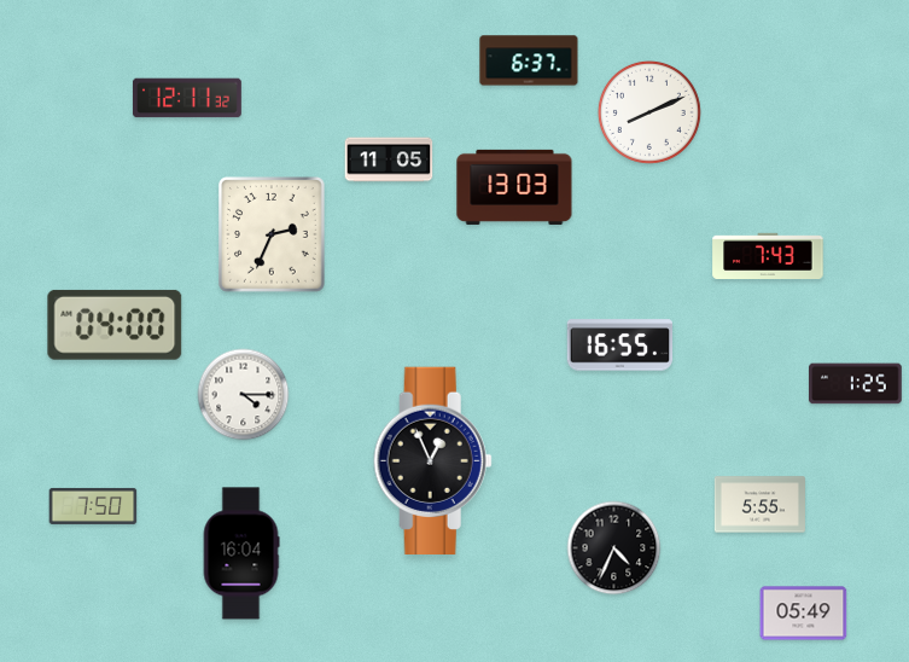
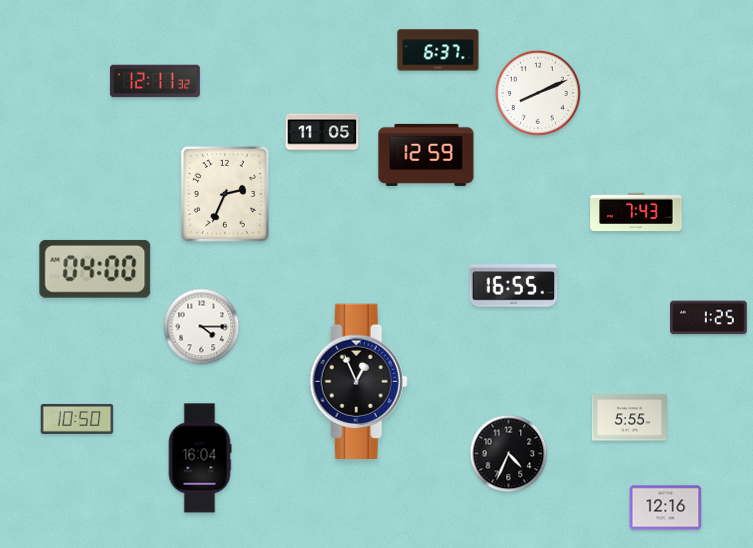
clock at (514, 187): 13:03 -> 12:59
clock at (93, 506): 7:50 -> 10:50
clock at (804, 614): 05:49 -> 12:16
